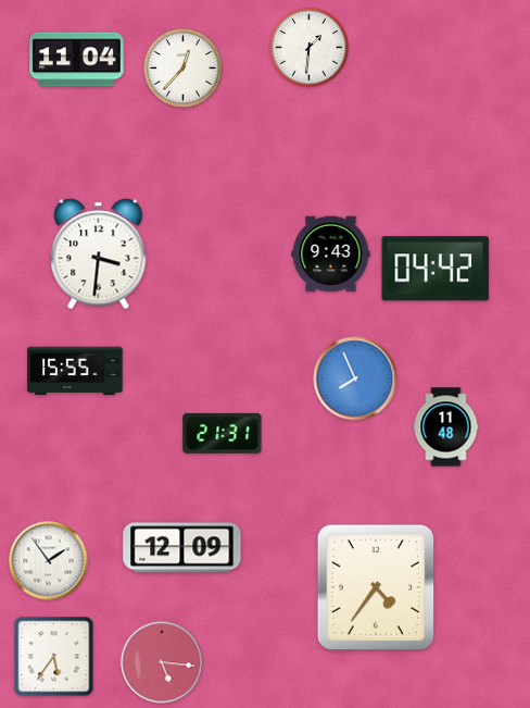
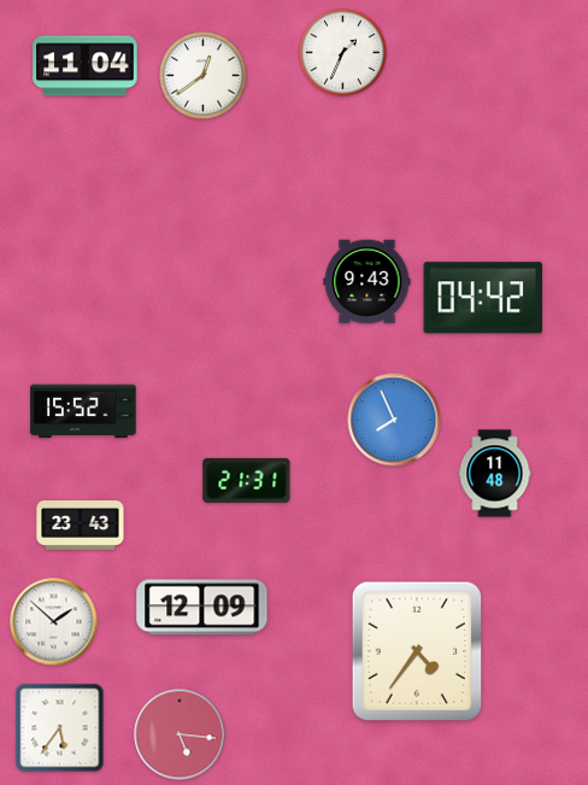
clock at (310, 48): 1:31 -> 1:34
clock at (184, 69): 12:37 -> 12:39
clock at (99, 254): 3:31 -> none
clock at (75, 371): 15:55 -> 15:52
clock at (81, 526): none -> 23:43
clock at (49, 561): 1:54 -> 1:52
